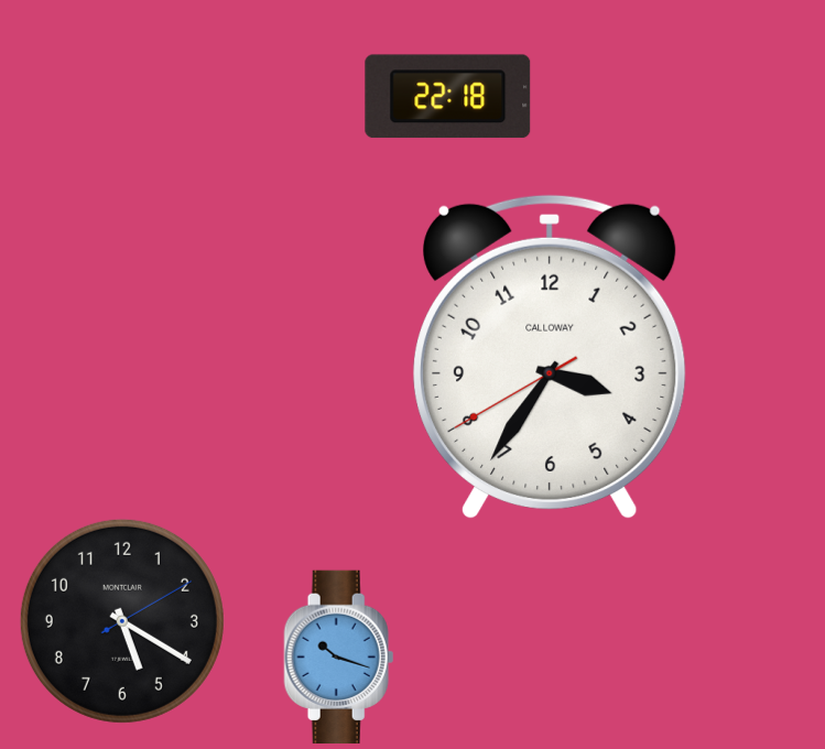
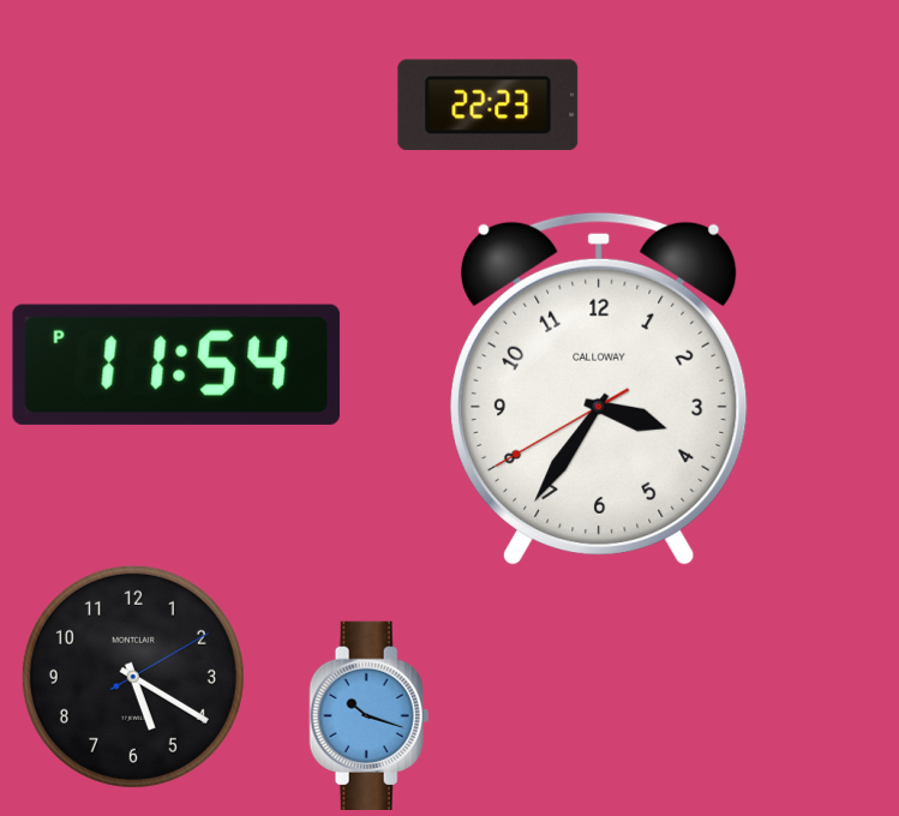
clock at (448, 97): 22:18 -> 22:23
clock at (176, 365): none -> 11:54
